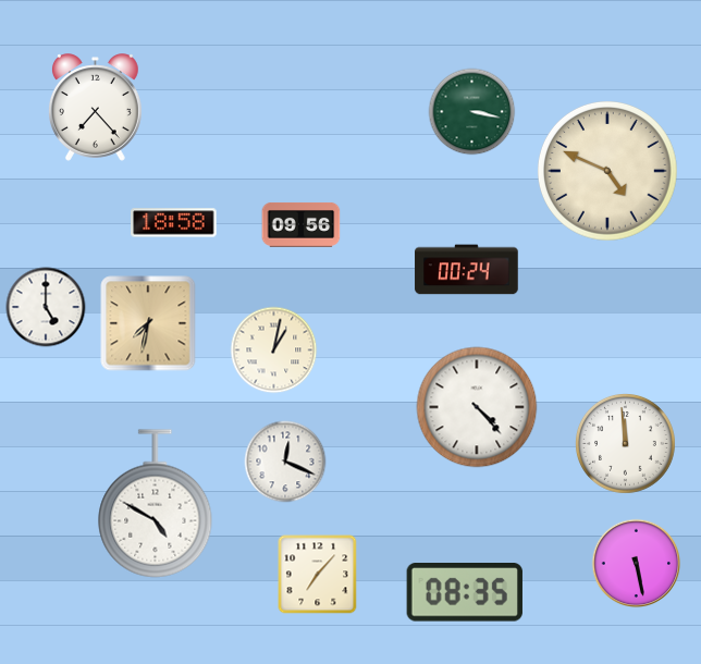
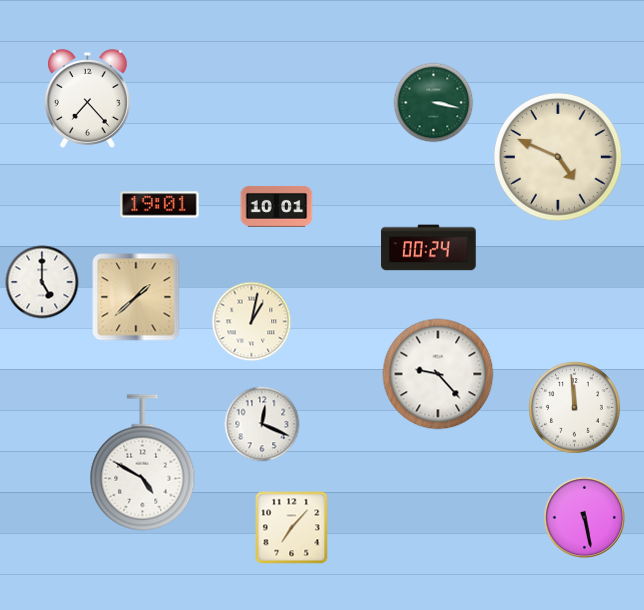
clock at (174, 223): 18:58 -> 19:01
clock at (302, 224): 09:56 -> 10:01
clock at (148, 323): 7:32 -> 1:38
clock at (477, 407): 4:23 -> 9:23
clock at (465, 592): 08:35 -> none
